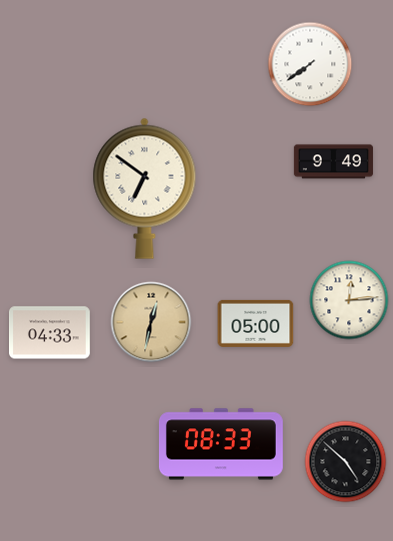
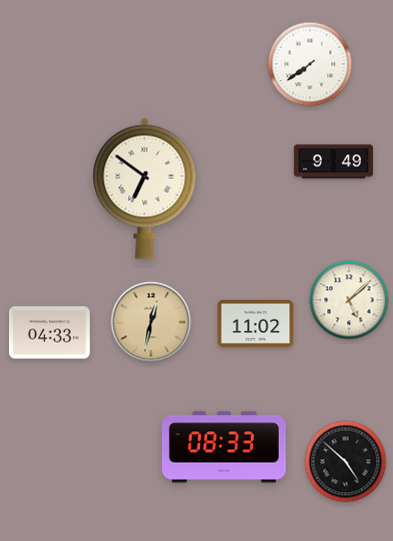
clock at (349, 300): 12:14 -> 5:08
clock at (256, 323): 05:00 -> 11:02
clock at (221, 444) position: (221, 444) -> (224, 447)
